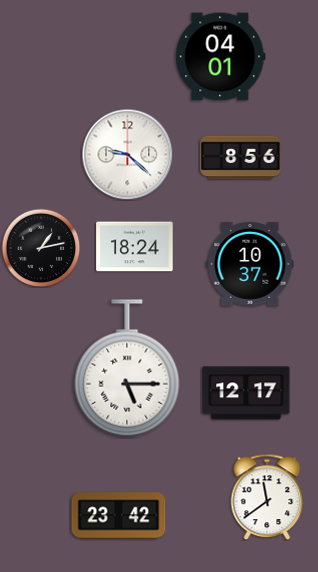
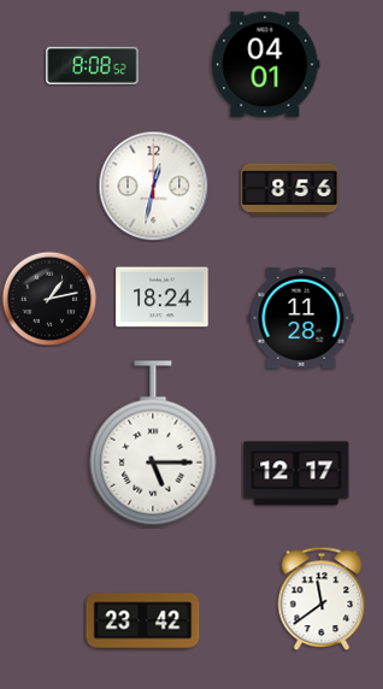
clock at (93, 65): none -> 8:08
clock at (221, 57) position: (221, 57) -> (266, 65)
clock at (127, 154): 9:22 -> 12:32
clock at (250, 264): 10:37 -> 11:28
